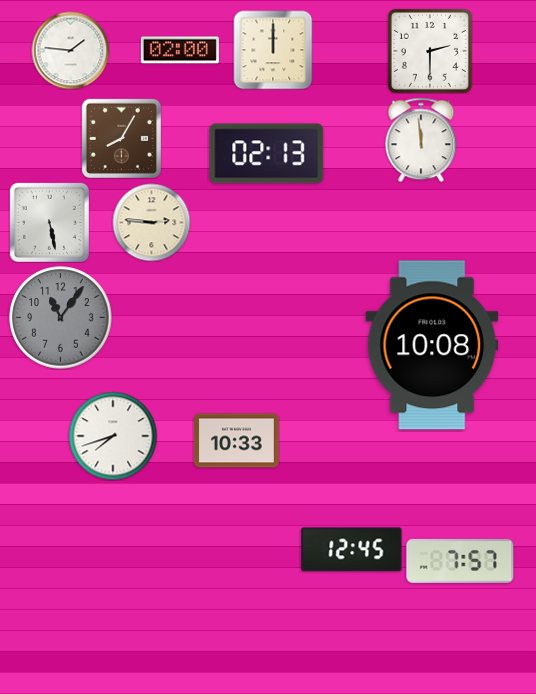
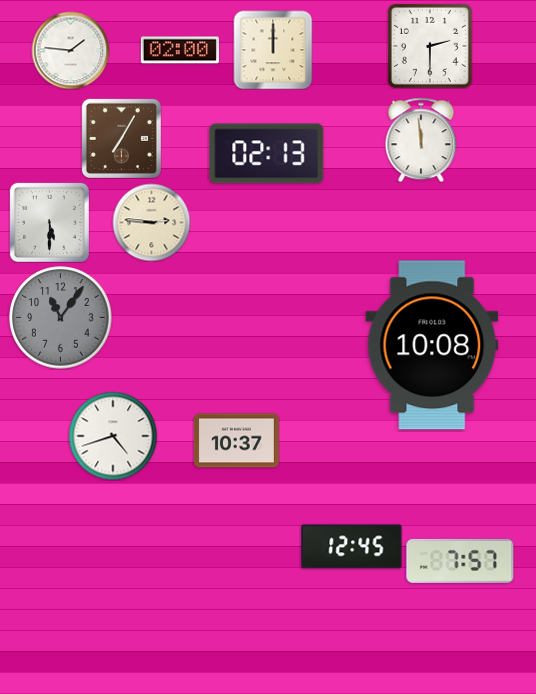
clock at (430, 51) position: (430, 51) -> (430, 46)
clock at (121, 138): 8:05 -> 7:05
clock at (49, 222): 5:28 -> 5:30
clock at (113, 436): 7:42 -> 4:42
clock at (236, 441): 10:33 -> 10:37
clock at (352, 550) position: (352, 550) -> (352, 547)
